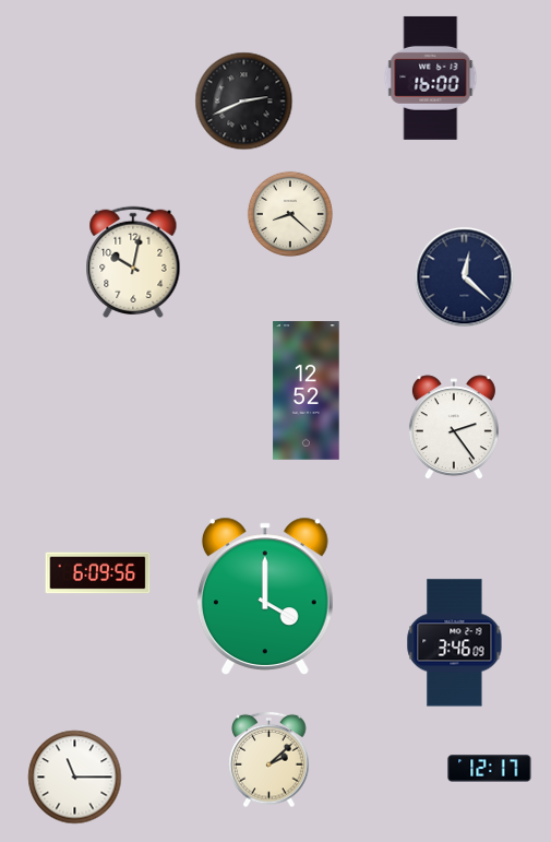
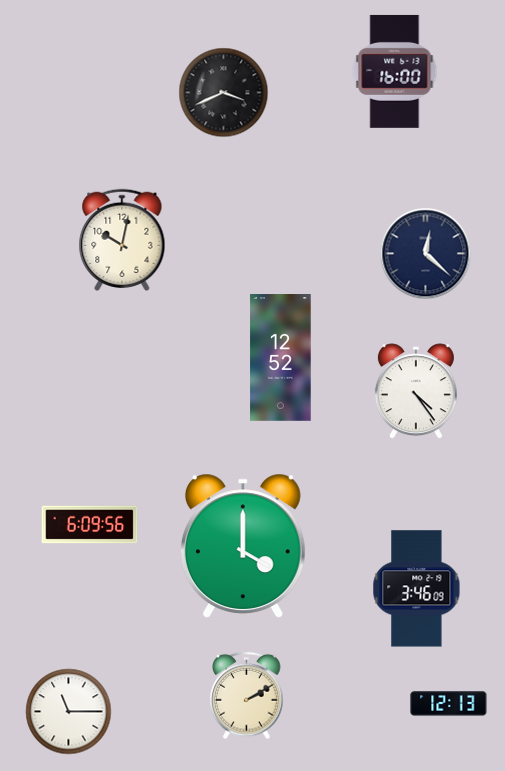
clock at (244, 102): 2:41 -> 3:41
clock at (290, 214): 8:22 -> none
clock at (454, 428): 2:24 -> 4:24
clock at (269, 760): 2:08 -> 2:10
clock at (490, 769): 12:17 -> 12:13
